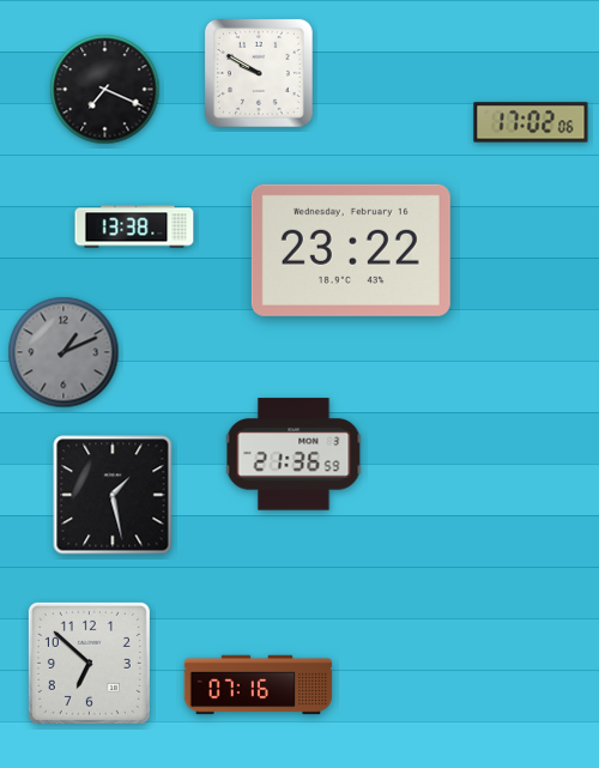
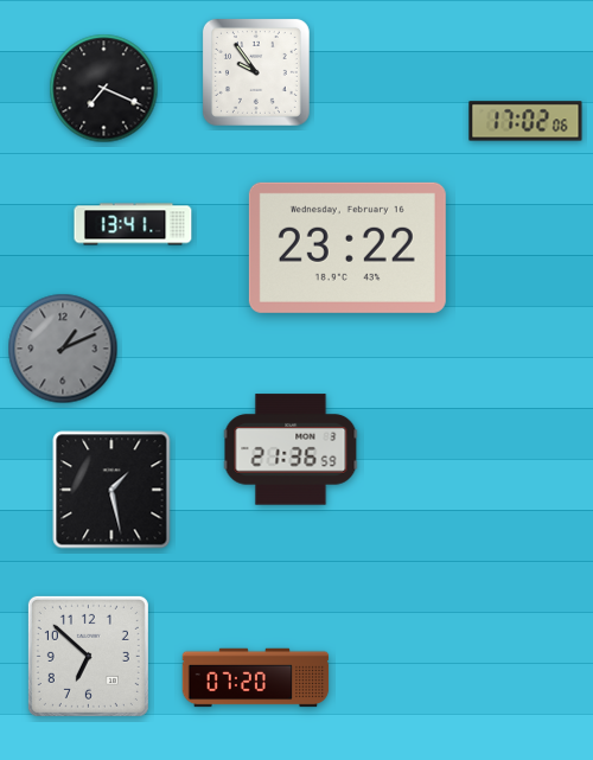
clock at (259, 73): 9:50 -> 9:54
clock at (134, 226): 13:38 -> 13:41
clock at (259, 685): 07:16 -> 07:20
